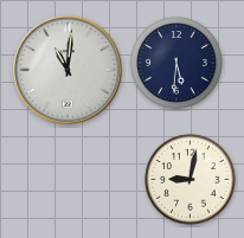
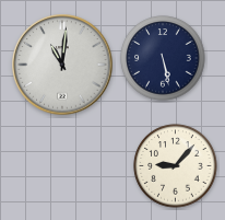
clock at (176, 63): 5:31 -> 5:28
clock at (191, 180): 9:02 -> 9:07
